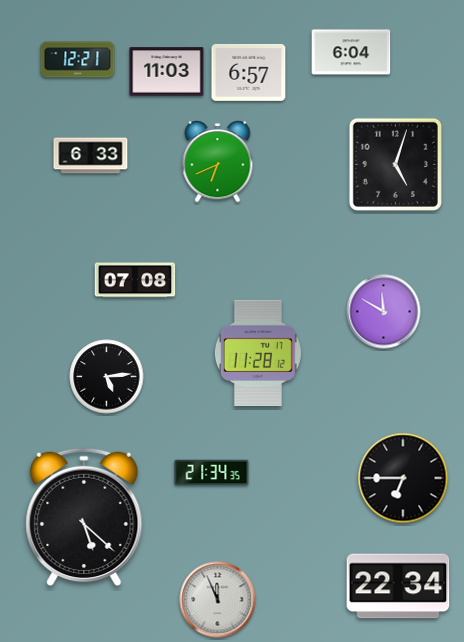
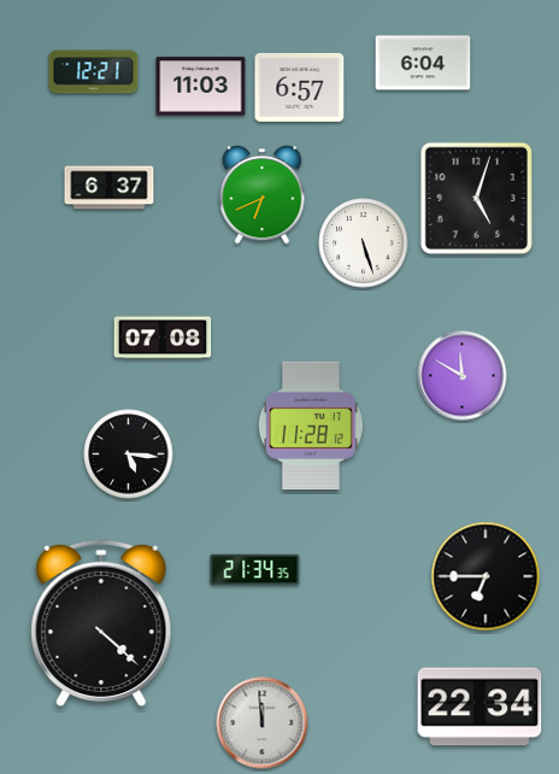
clock at (91, 156): 6:33 -> 6:37
clock at (364, 244): none -> 5:27
clock at (107, 377): 5:14 -> 5:16
clock at (84, 517): 5:22 -> 4:22
clock at (218, 600): 11:56 -> 11:59
